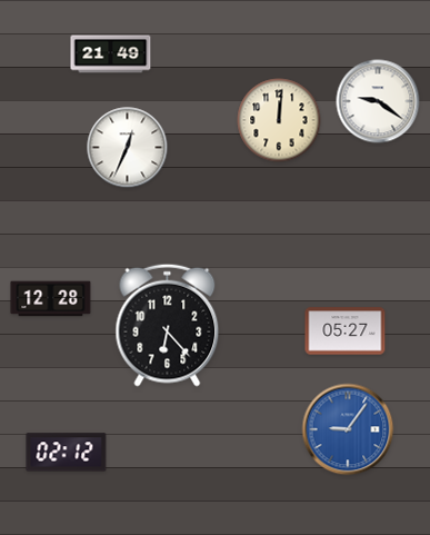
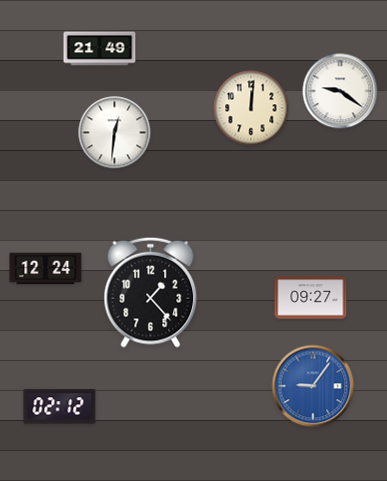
clock at (128, 148): 12:34 -> 12:31
clock at (51, 299): 12:28 -> 12:24
clock at (168, 325): 6:23 -> 1:23
clock at (346, 331): 05:27 -> 09:27
